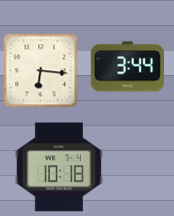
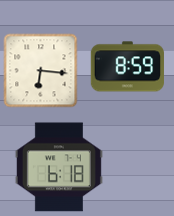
clock at (127, 67): 3:44 -> 8:59
clock at (59, 167): 10:18 -> 6:18
